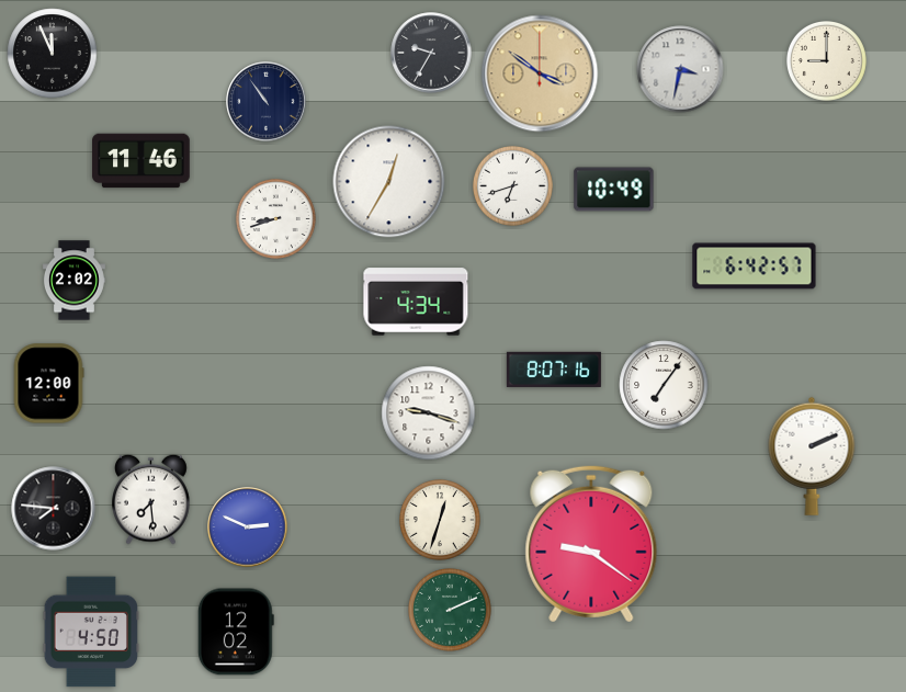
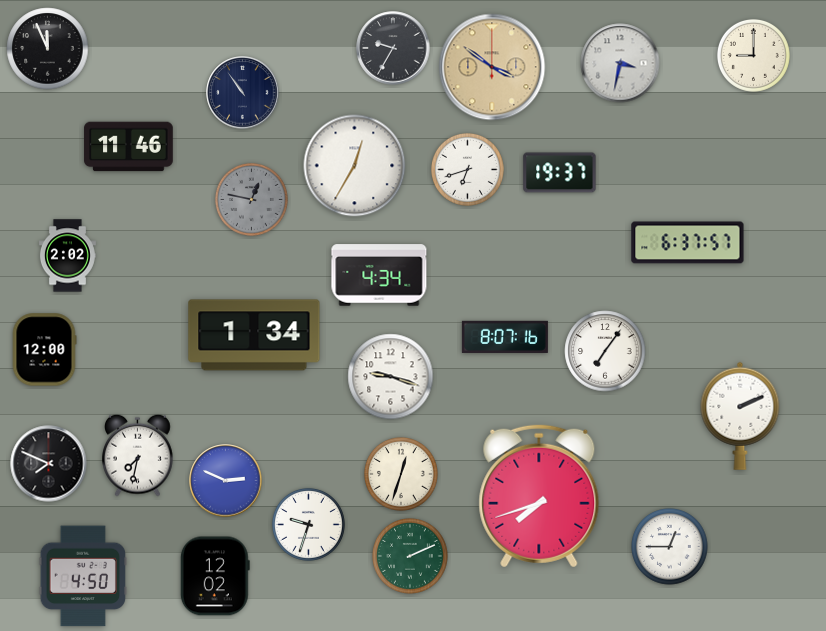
clock at (614, 190): 10:49 -> 19:37
clock at (275, 218): 8:42 -> 12:47
clock at (275, 218) dial: white -> grey
clock at (755, 266): 6:42 -> 6:37
clock at (254, 335): none -> 1:34
clock at (151, 499): 7:29 -> 7:32
clock at (54, 509): 7:46 -> 7:49
clock at (591, 544): 9:21 -> 7:42
clock at (308, 524): none -> 9:33
clock at (670, 547): none -> 12:45
